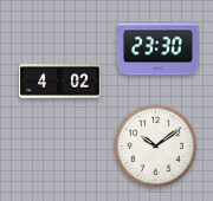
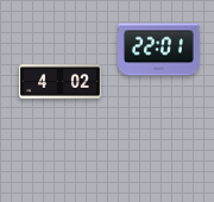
clock at (159, 50): 23:30 -> 22:01
clock at (155, 145): 10:09 -> none
